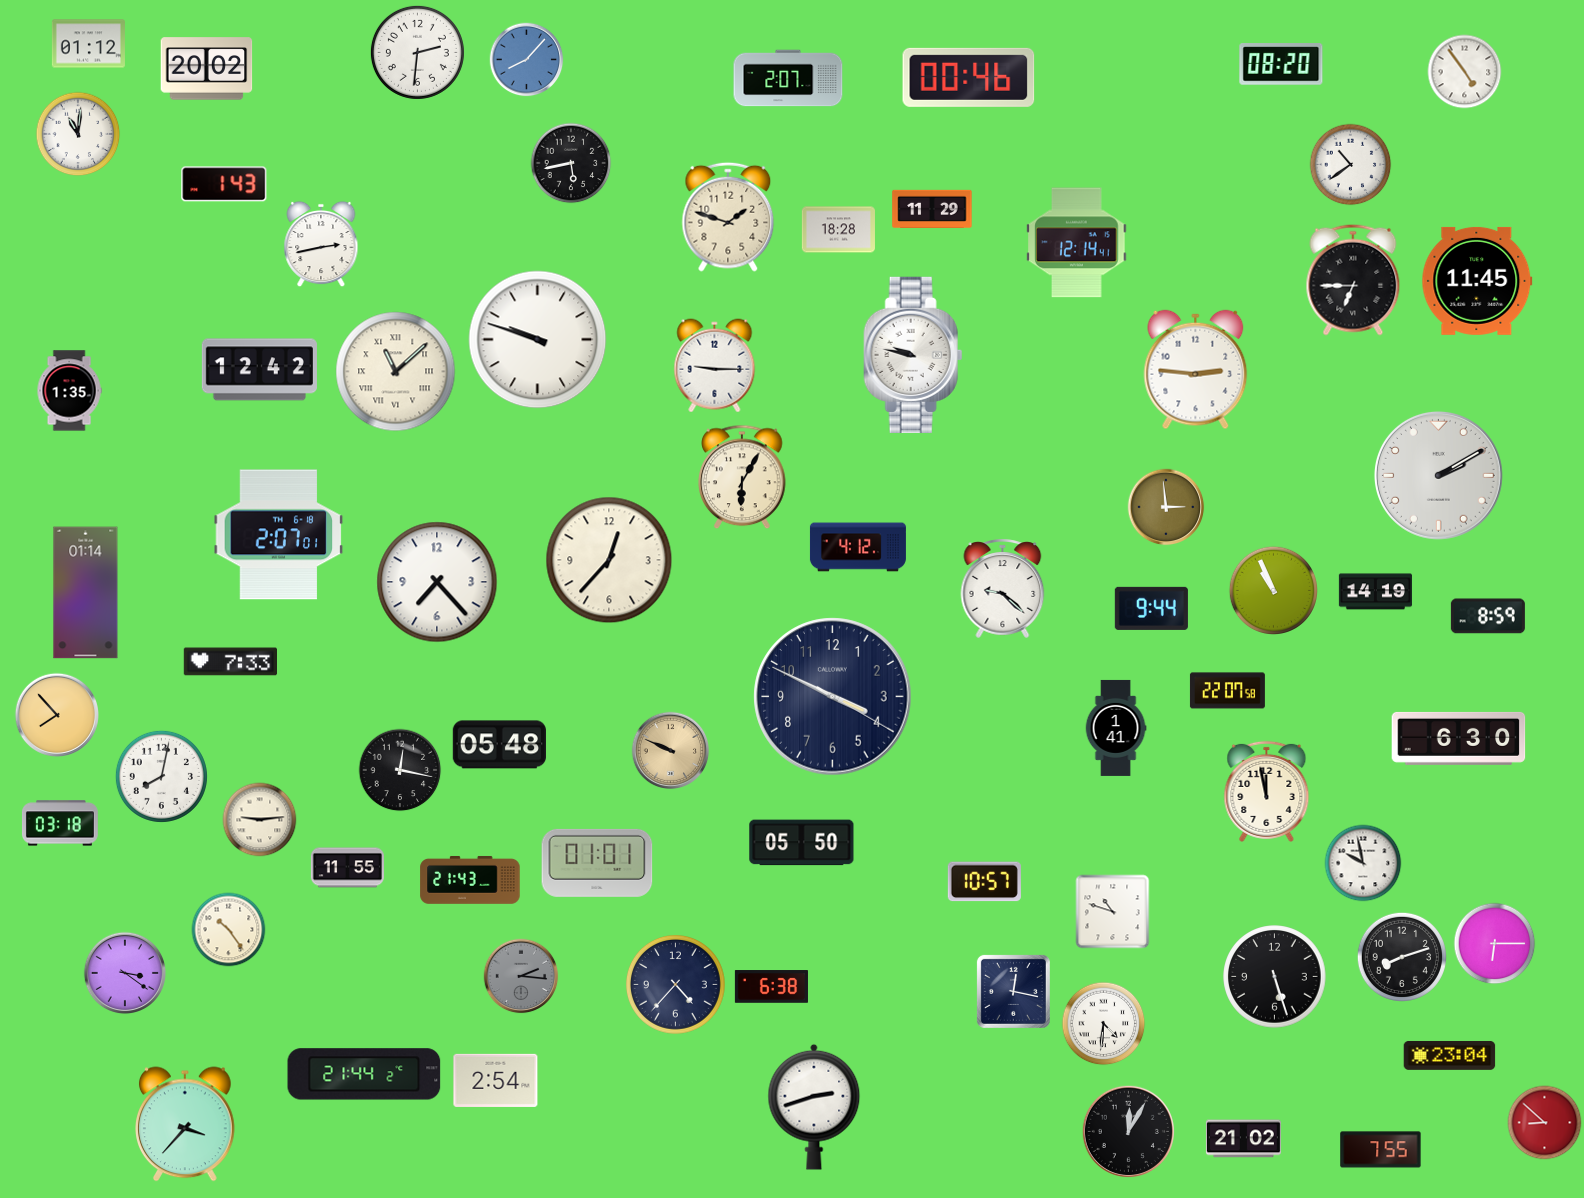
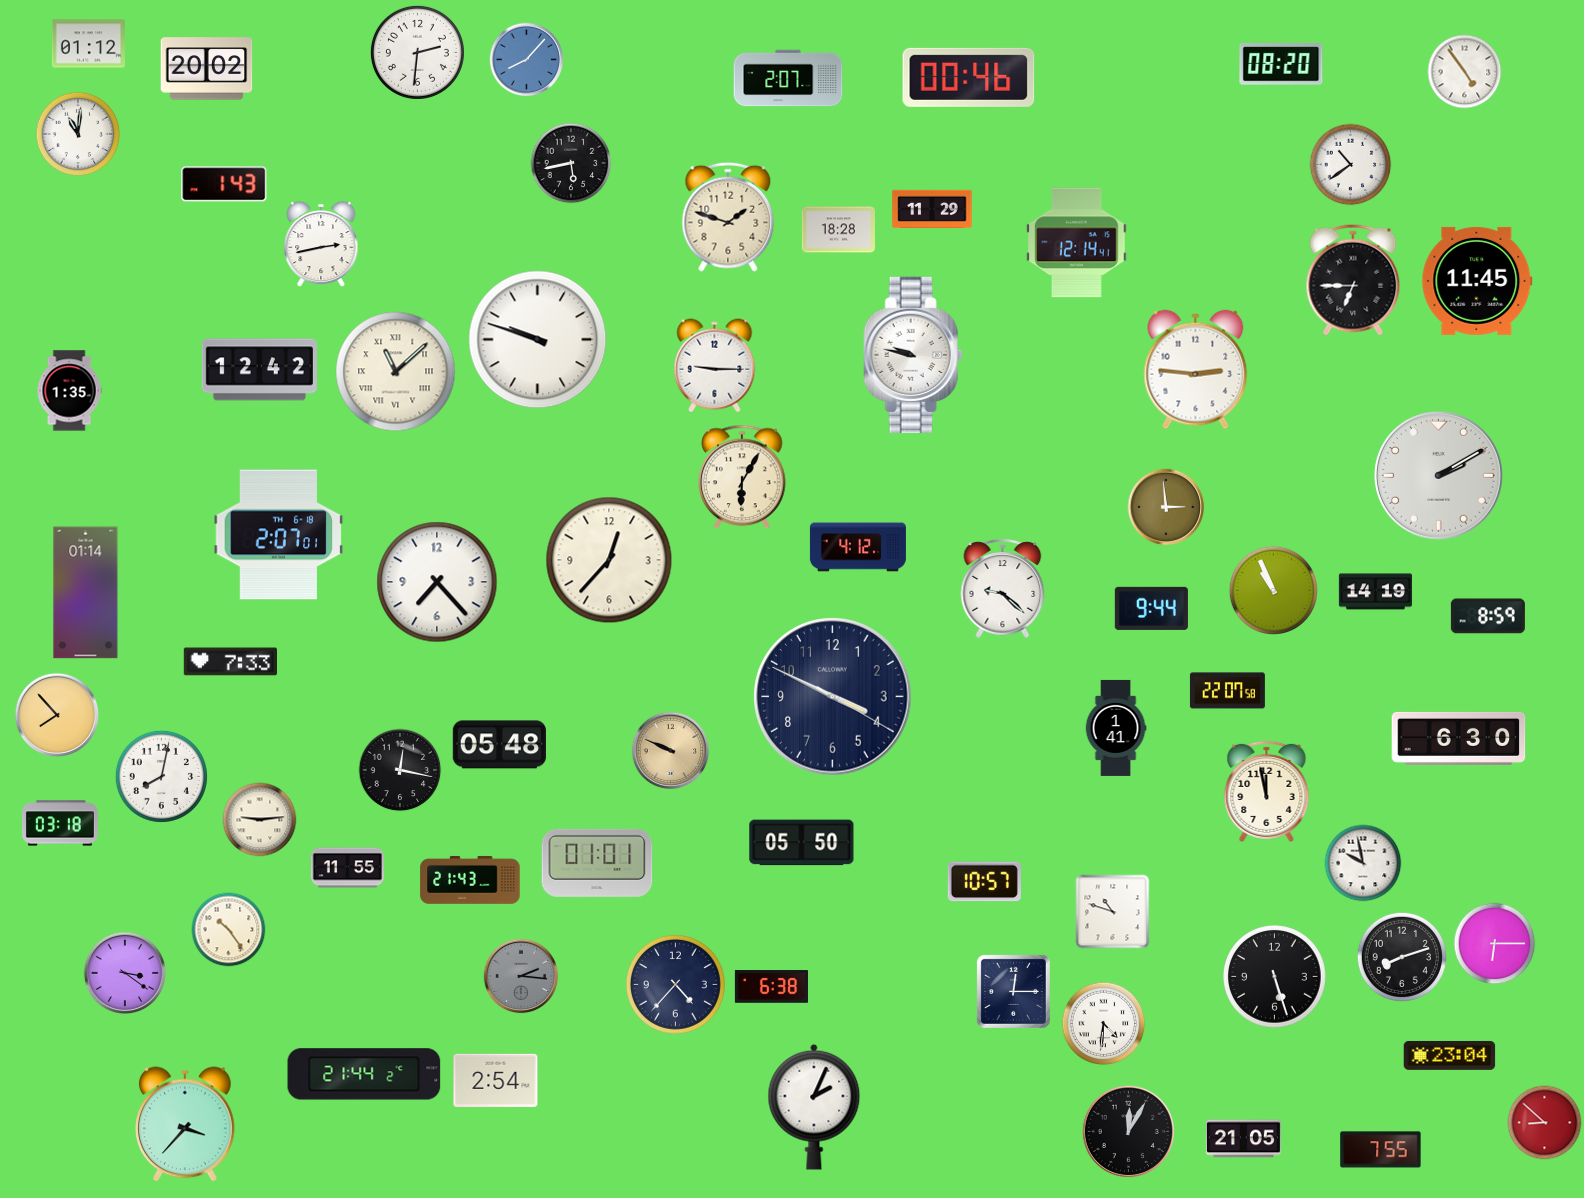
clock at (1013, 991): 12:17 -> 12:15
clock at (814, 1107): 2:42 -> 2:04
clock at (1243, 1139): 21:02 -> 21:05
